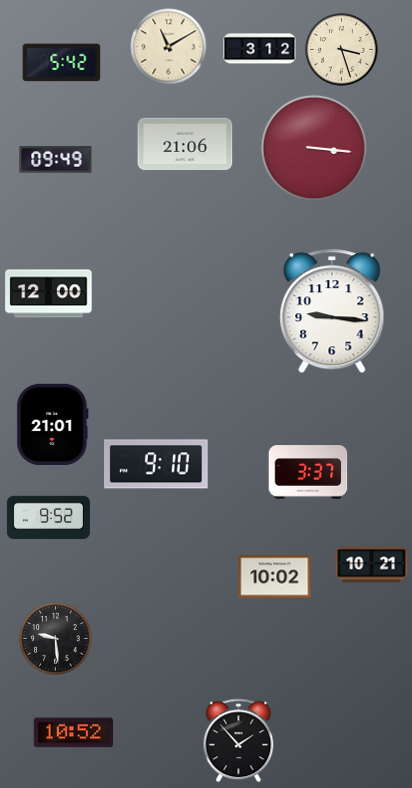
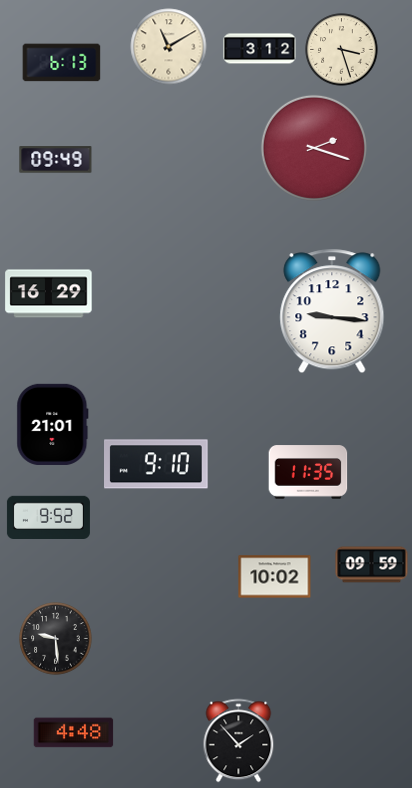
clock at (62, 63): 5:42 -> 6:13
clock at (185, 143): 21:06 -> none
clock at (314, 148): 3:16 -> 2:18
clock at (49, 294): 12:00 -> 16:29
clock at (308, 472): 3:37 -> 11:35
clock at (372, 565): 10:21 -> 09:59
clock at (74, 733): 10:52 -> 4:48
